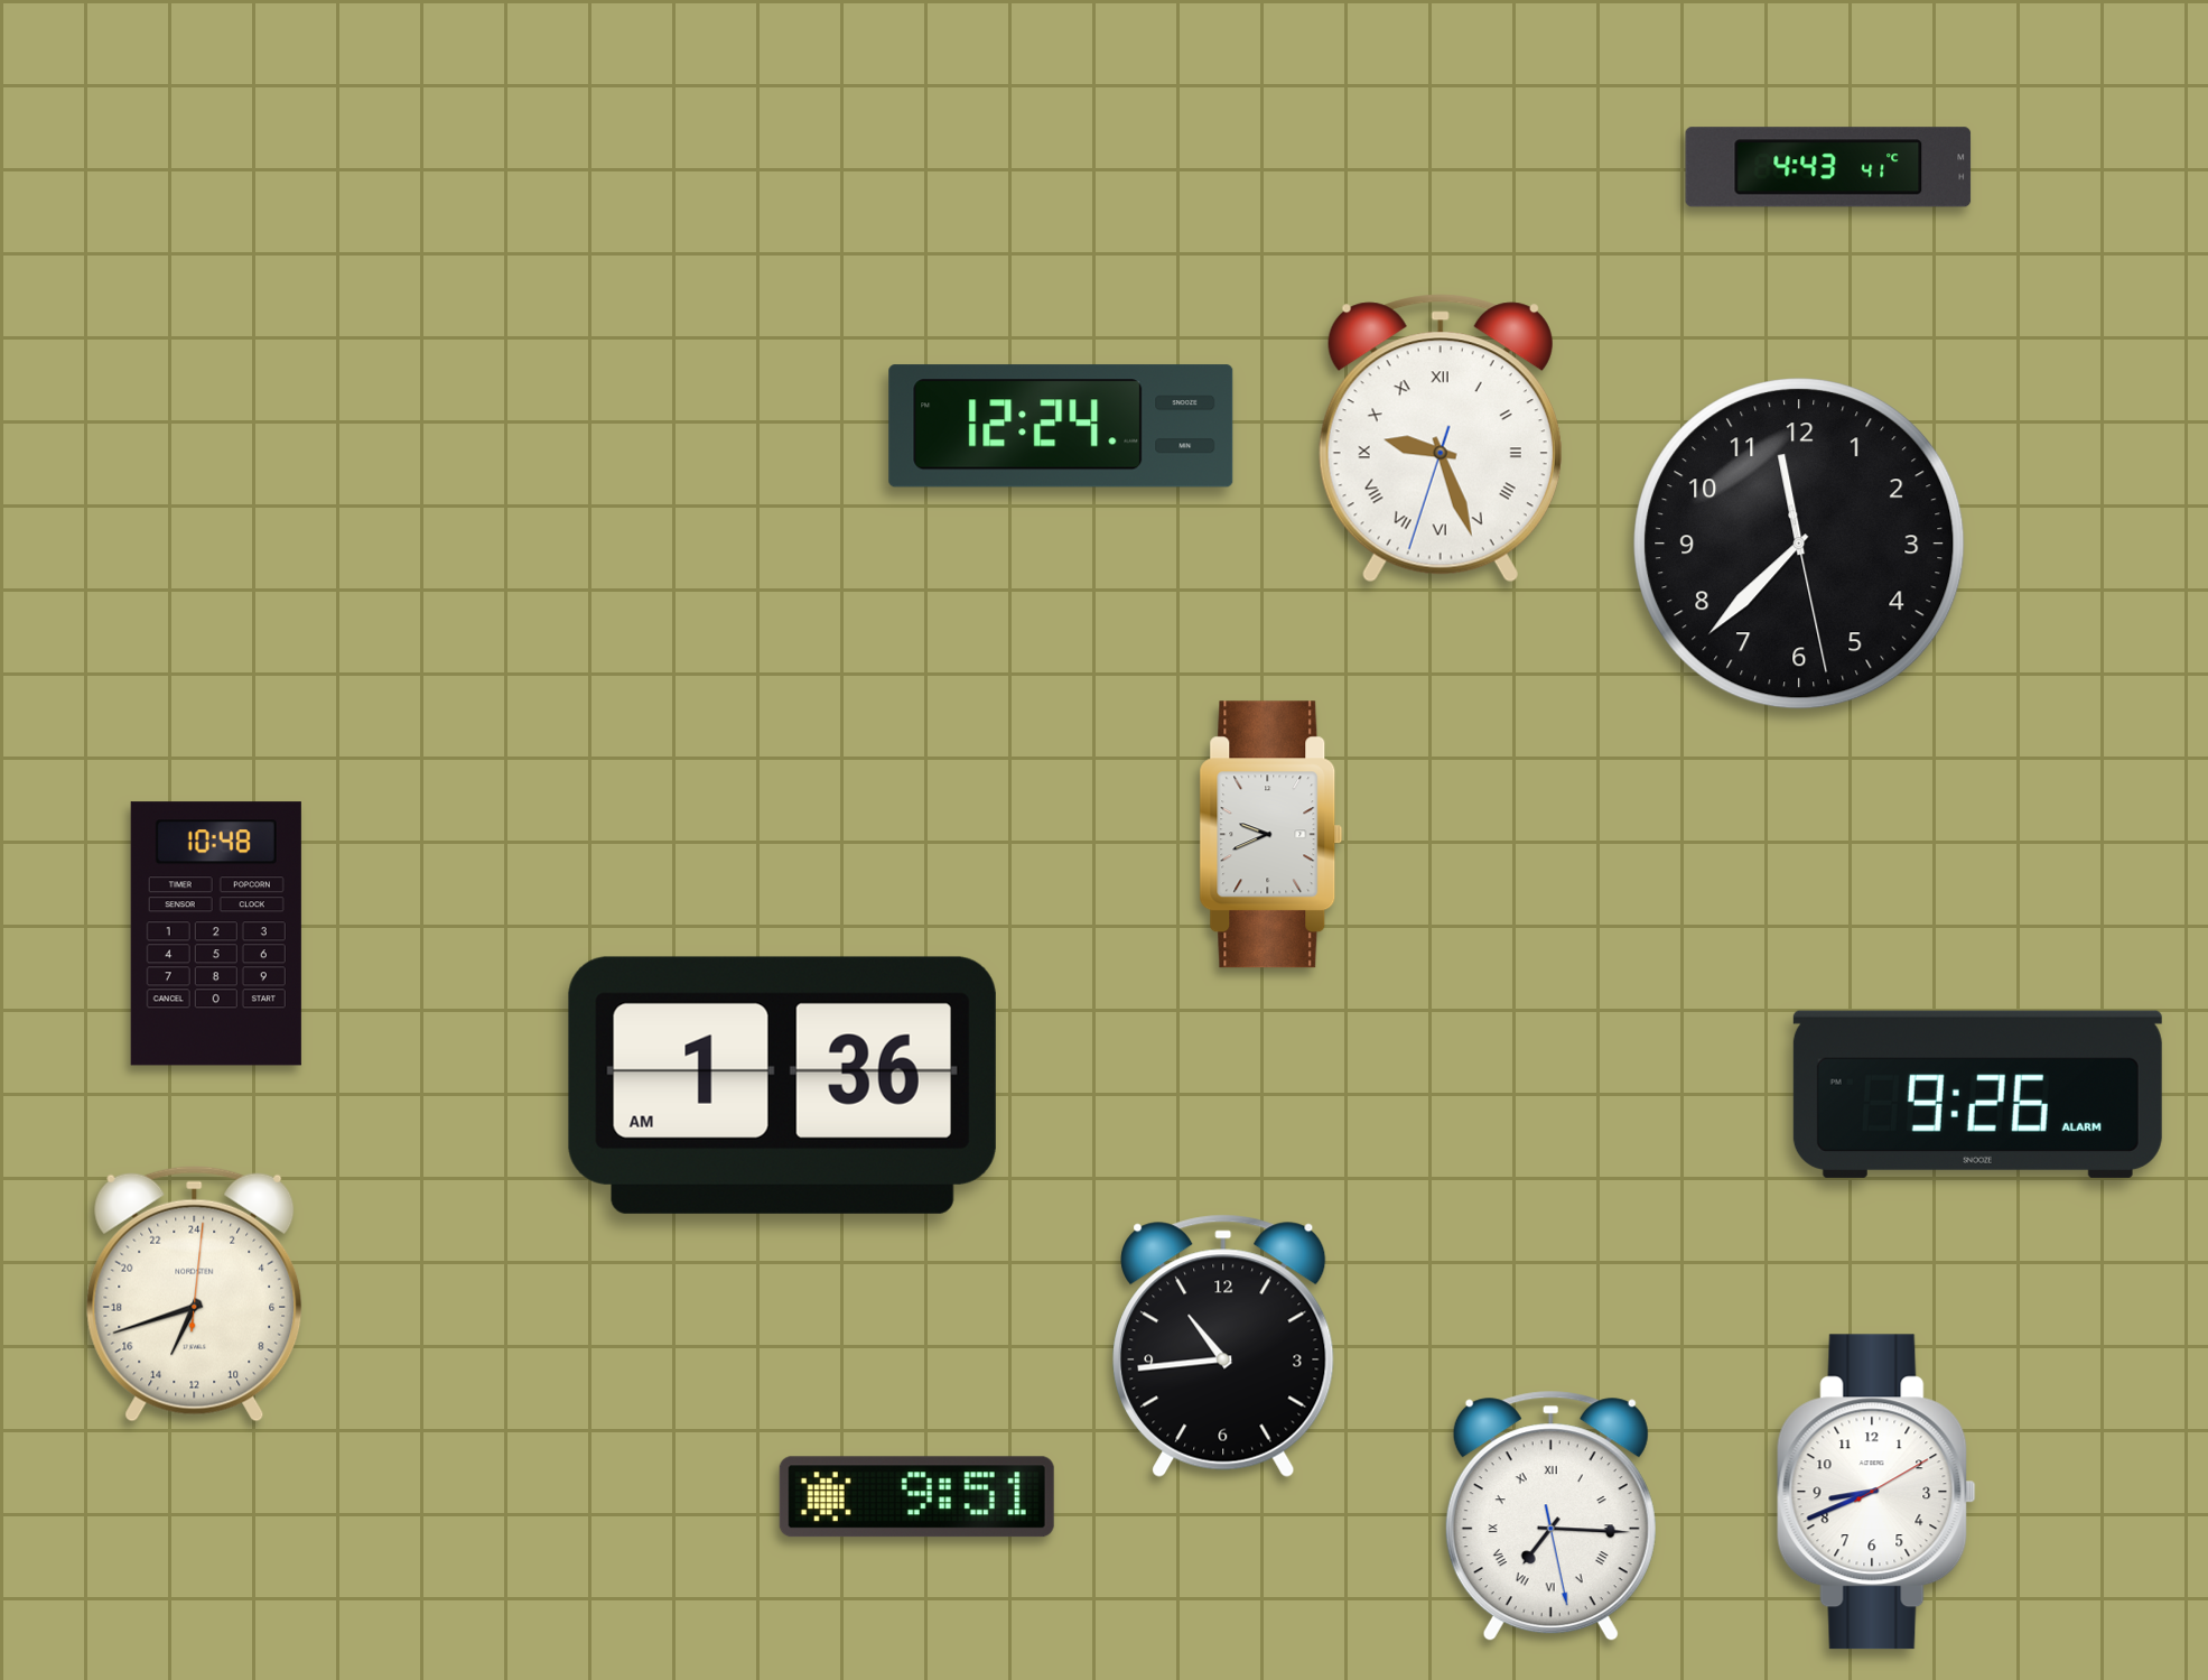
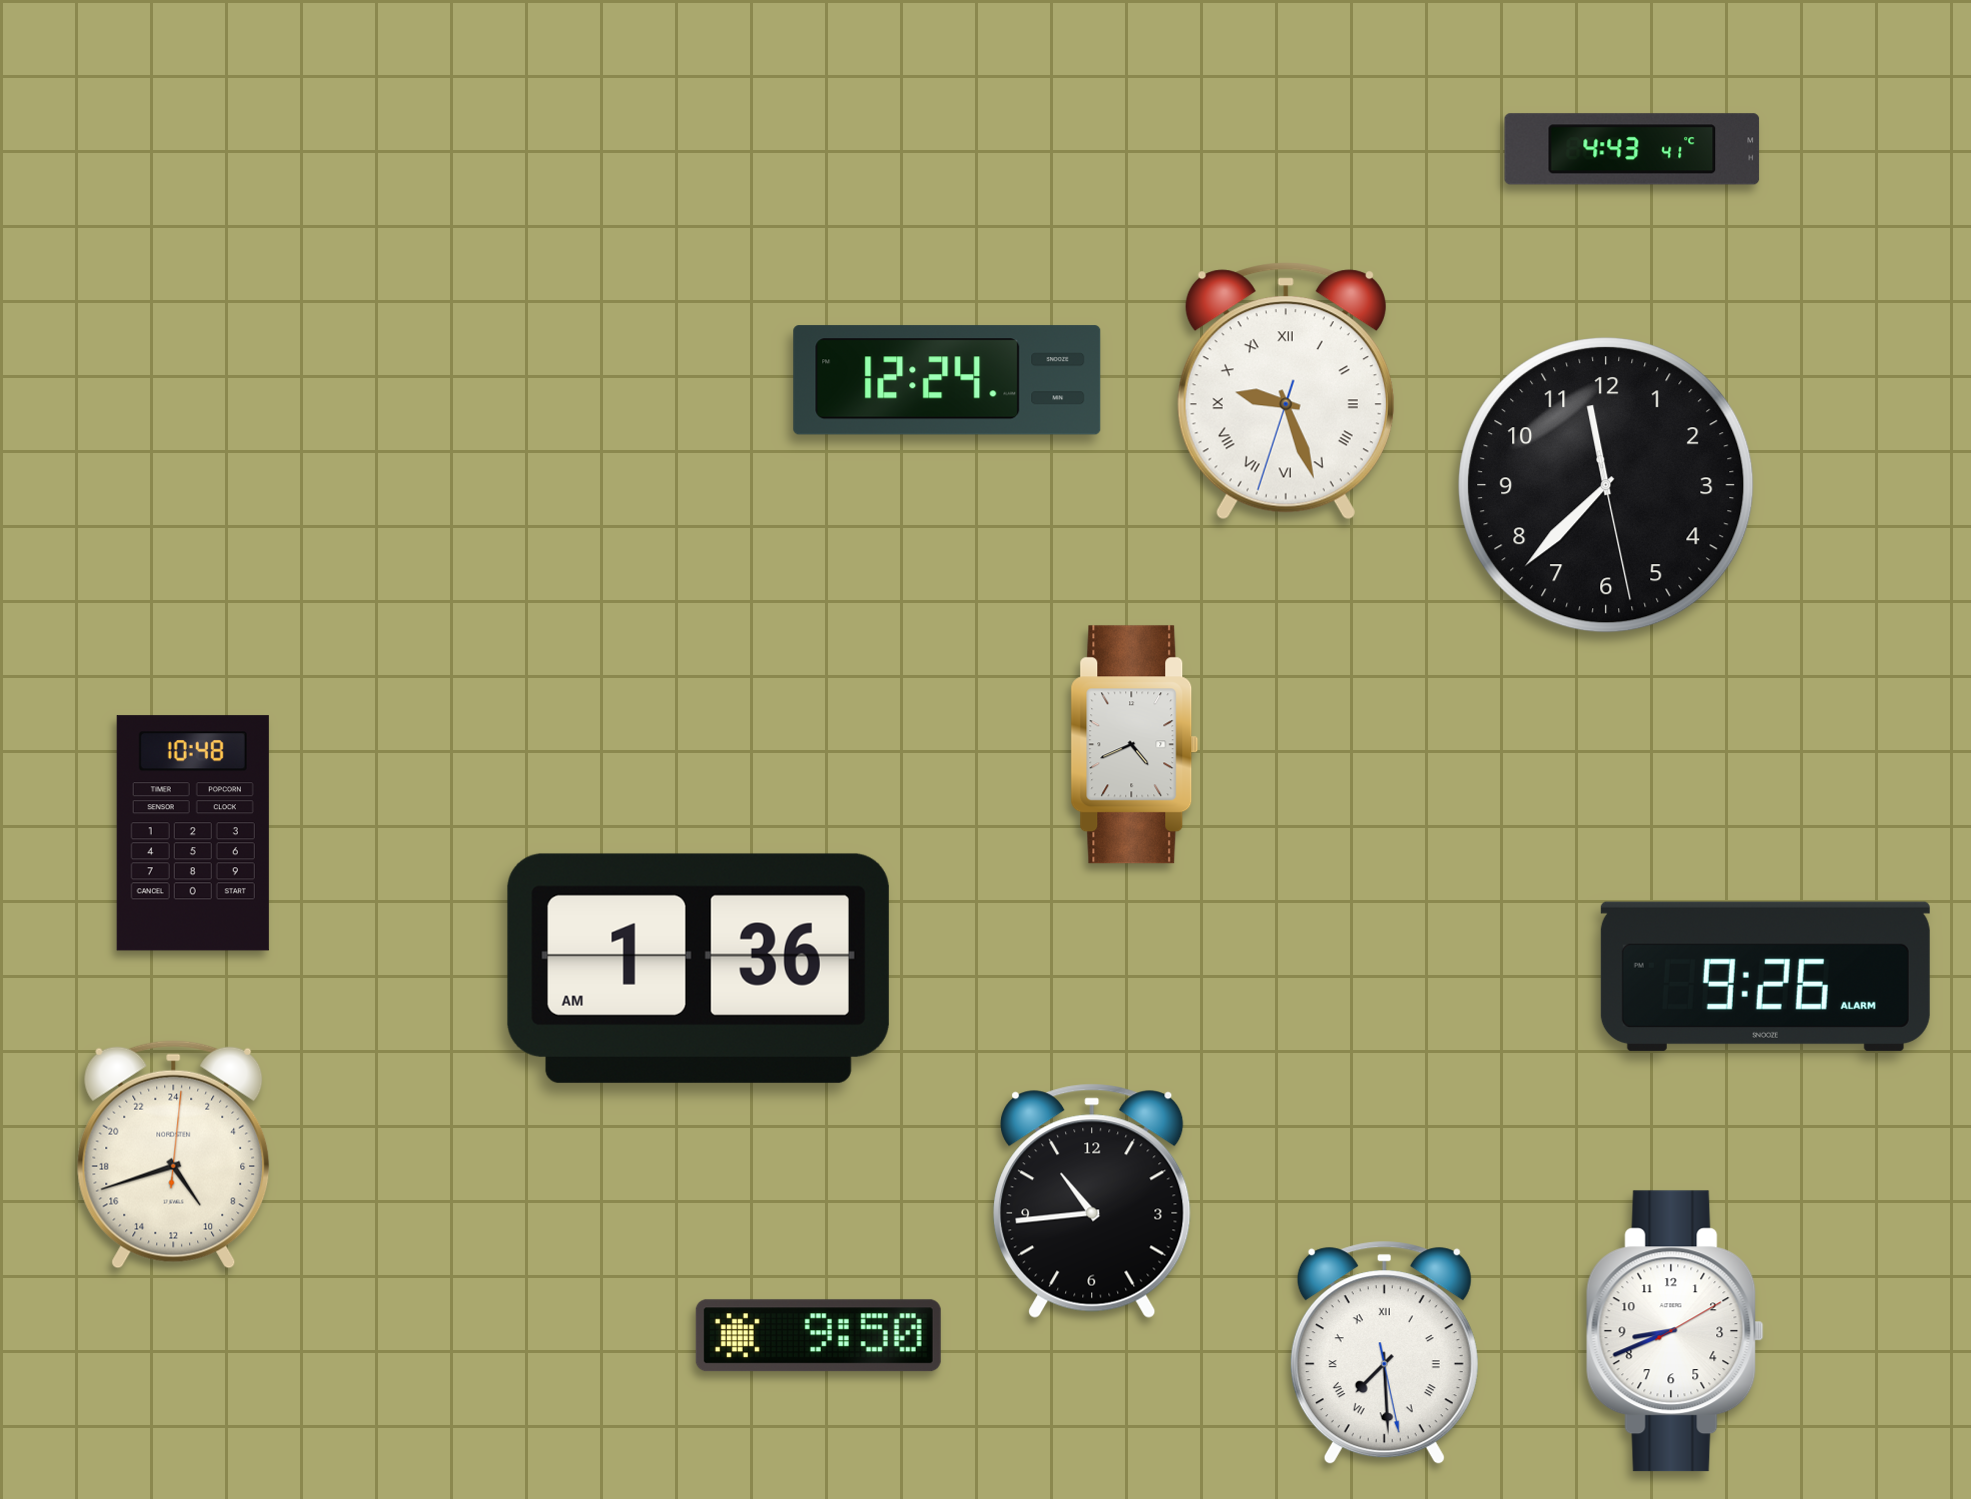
clock at (1271, 835): 9:41 -> 4:41
clock at (195, 1293): 13:42 -> 9:42
clock at (916, 1497): 9:51 -> 9:50
clock at (1550, 1516): 7:15 -> 7:29
